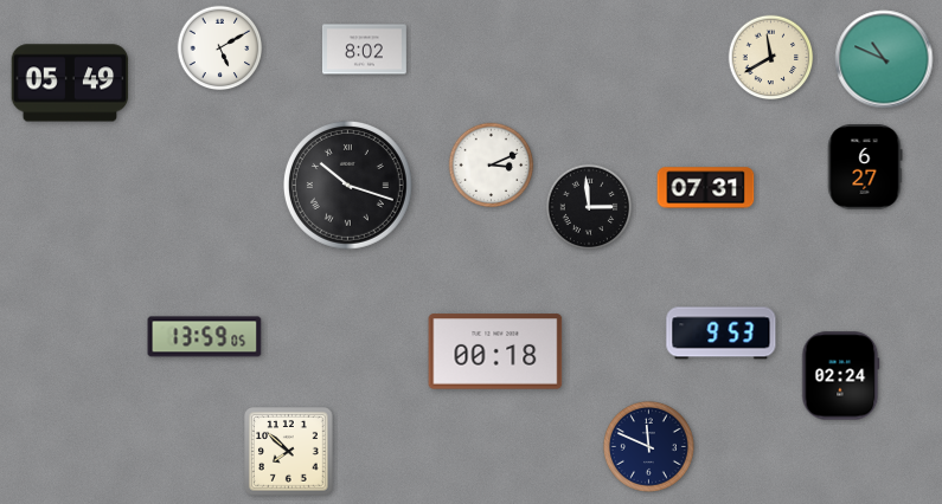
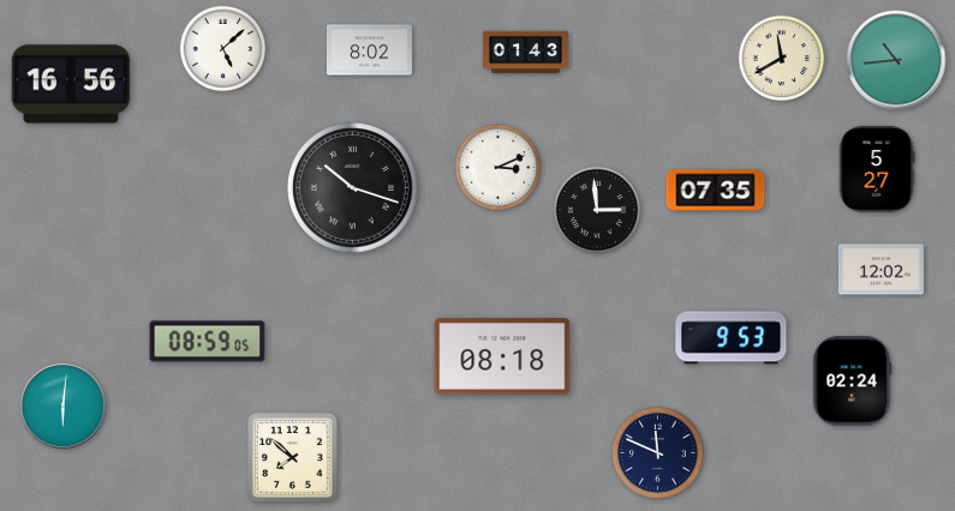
clock at (220, 49): 5:10 -> 5:08
clock at (526, 53): none -> 01:43
clock at (884, 59): 10:49 -> 10:44
clock at (70, 83): 05:49 -> 16:56
clock at (865, 168): 6:27 -> 5:27
clock at (706, 188): 07:31 -> 07:35
clock at (881, 270): none -> 12:02
clock at (205, 337): 13:59 -> 08:59
clock at (495, 351): 00:18 -> 08:18
clock at (62, 405): none -> 6:01
